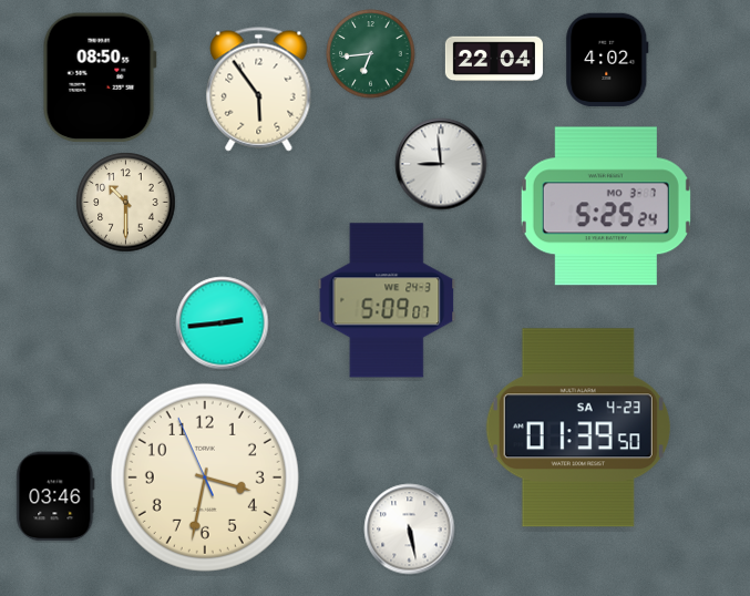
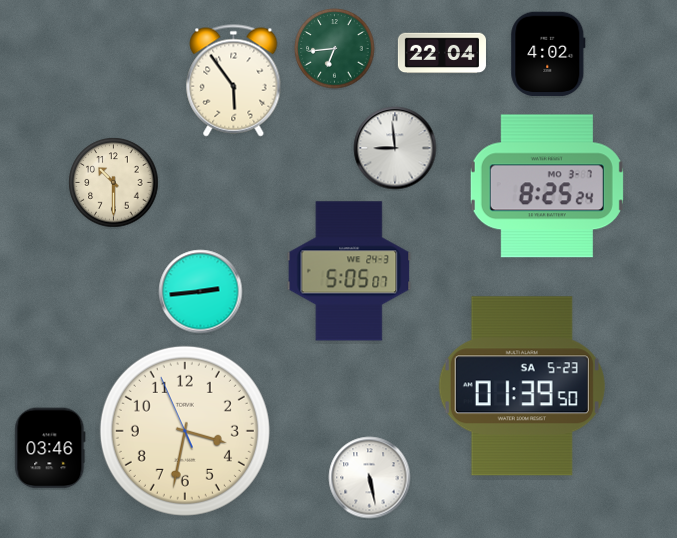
clock at (494, 59) position: (494, 59) -> (442, 53)
clock at (100, 78): 08:50 -> none
clock at (441, 164) position: (441, 164) -> (395, 148)
clock at (606, 206): 5:25 -> 8:25
clock at (387, 300): 5:09 -> 5:05
clock at (578, 428) date: SA 4-23 -> SA 5-23
